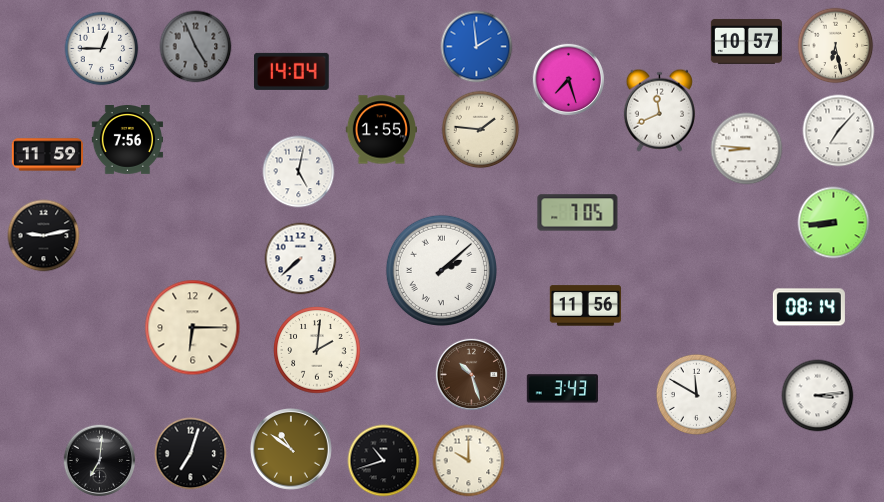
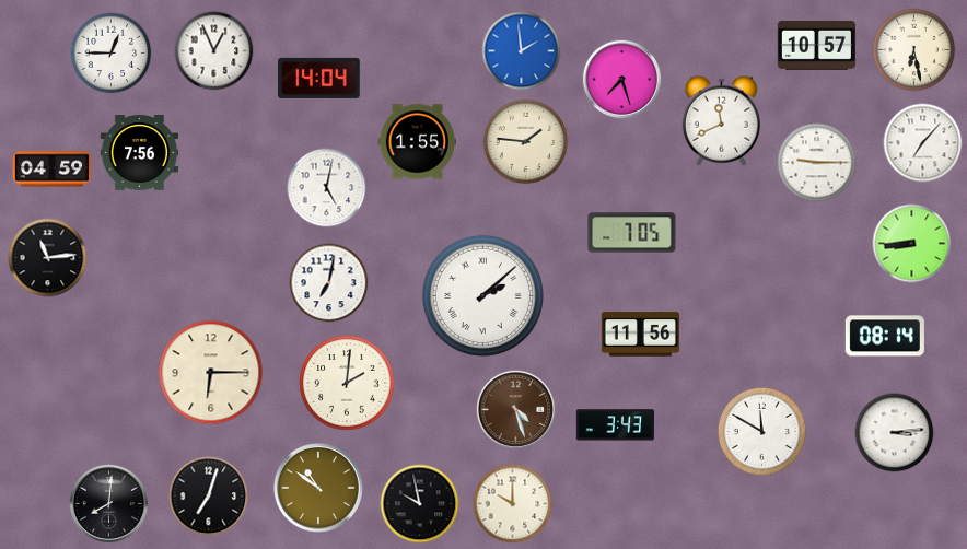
clock at (196, 47): 4:56 -> 12:56
clock at (196, 47) dial: grey -> white
clock at (569, 80) position: (569, 80) -> (622, 80)
clock at (839, 131) position: (839, 131) -> (923, 143)
clock at (747, 149): 8:46 -> 9:15
clock at (48, 155): 11:59 -> 04:59
clock at (44, 236): 9:13 -> 11:14
clock at (301, 259): 7:38 -> 7:02
clock at (193, 328) position: (193, 328) -> (211, 373)
clock at (472, 375): 10:27 -> 4:27
clock at (292, 450) position: (292, 450) -> (319, 489)
clock at (100, 461): 7:01 -> 8:01
clock at (384, 461): 10:42 -> 9:58
